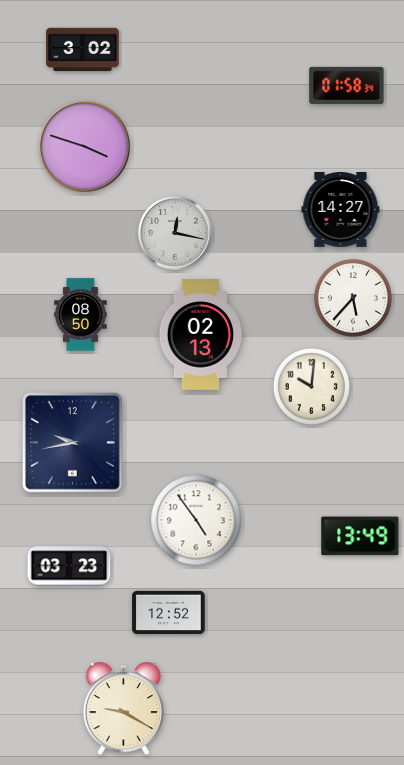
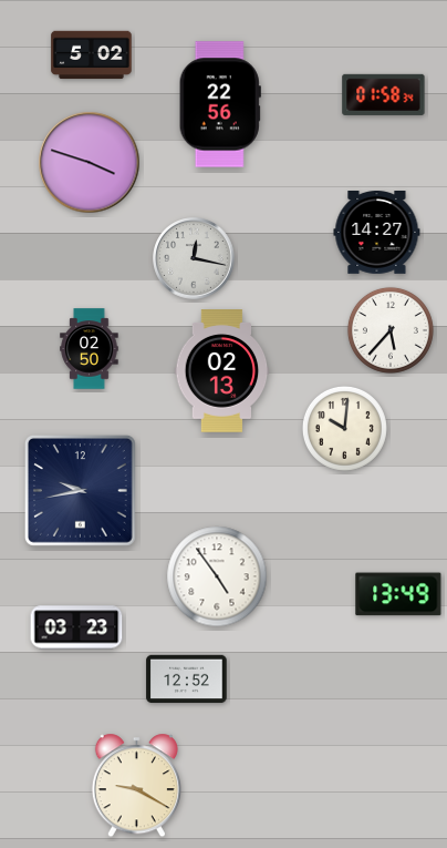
clock at (83, 50): 3:02 -> 5:02
clock at (220, 104): none -> 22:56
clock at (85, 147) position: (85, 147) -> (90, 163)
clock at (81, 315): 08:50 -> 02:50
